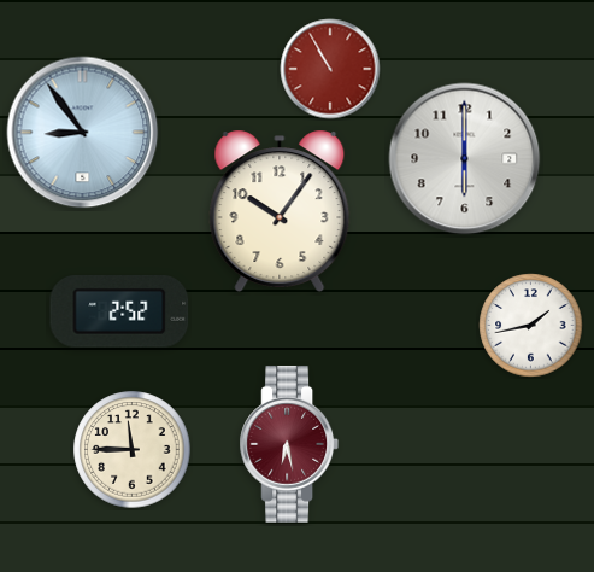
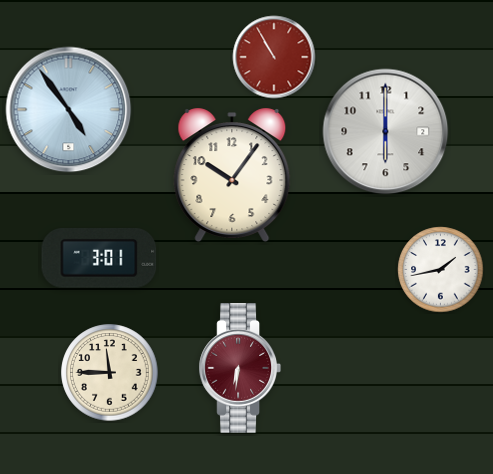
clock at (83, 133): 8:54 -> 4:54
clock at (119, 313): 2:52 -> 3:01
clock at (289, 445): 6:28 -> 6:31
